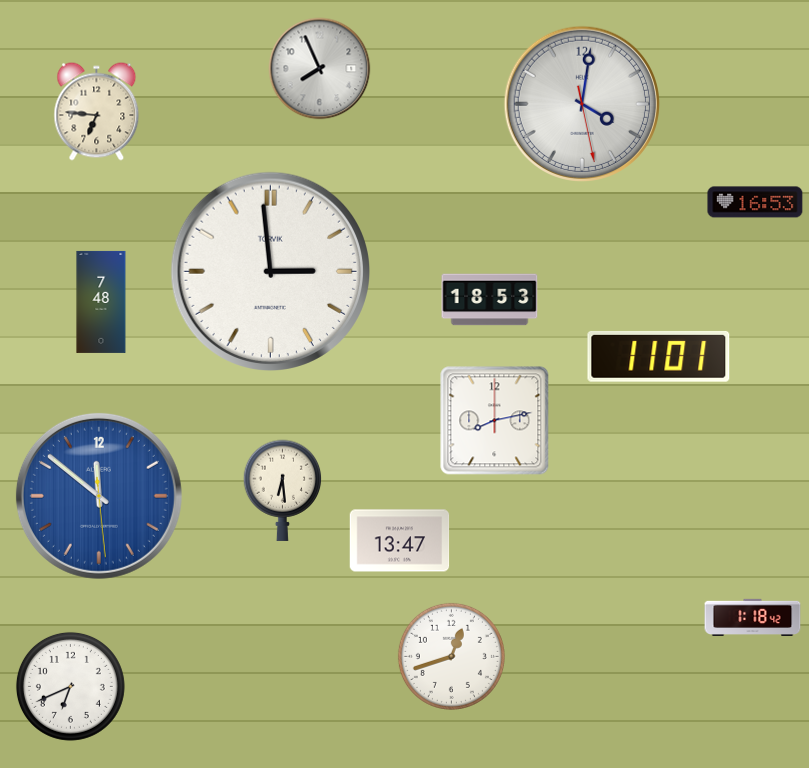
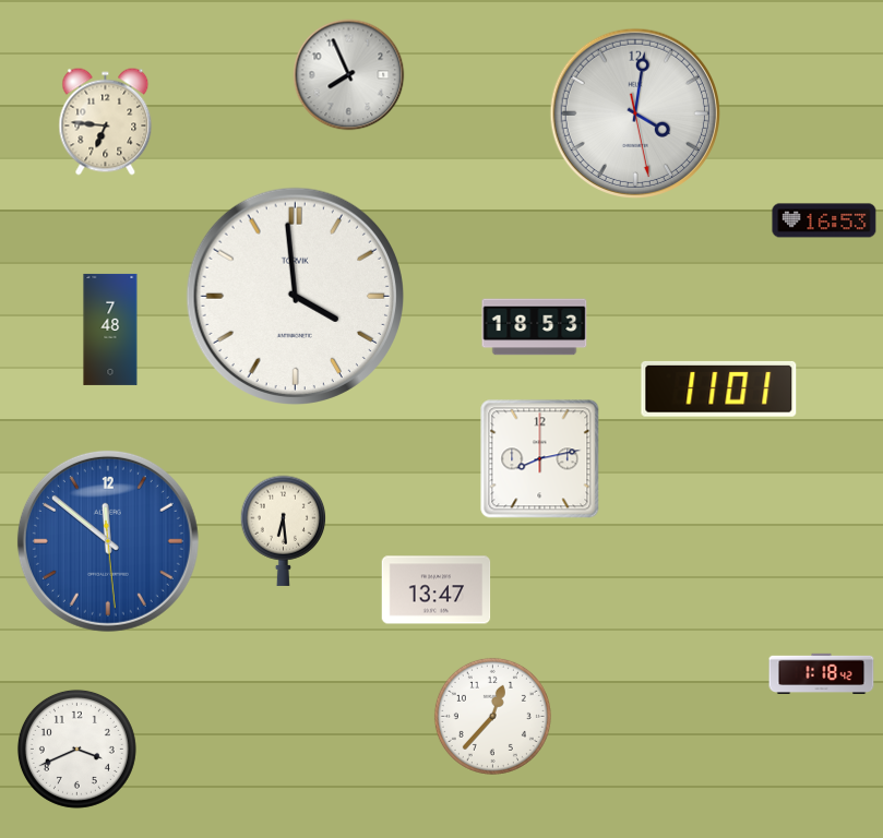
clock at (270, 271): 2:59 -> 3:59
clock at (283, 490) position: (283, 490) -> (284, 530)
clock at (451, 656): 12:42 -> 12:37
clock at (70, 686): 6:41 -> 3:41
